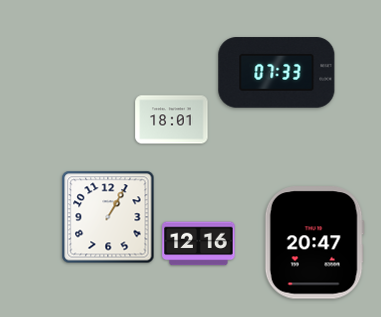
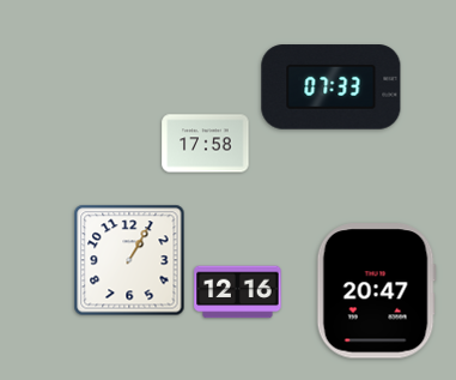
clock at (172, 120): 18:01 -> 17:58
